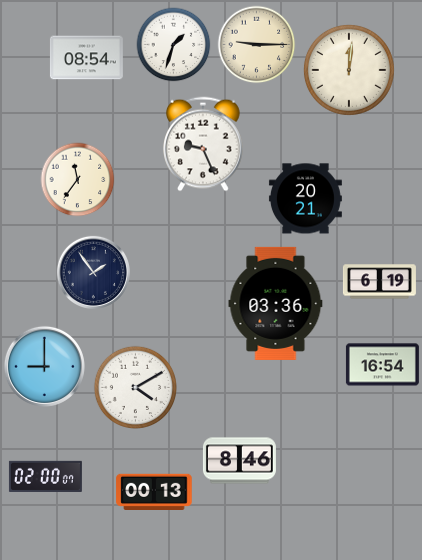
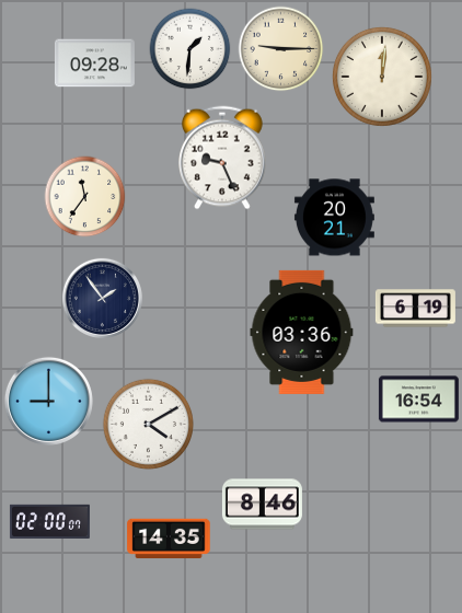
clock at (174, 45): 1:33 -> 1:31
clock at (86, 58): 08:54 -> 09:28
clock at (154, 491): 00:13 -> 14:35
